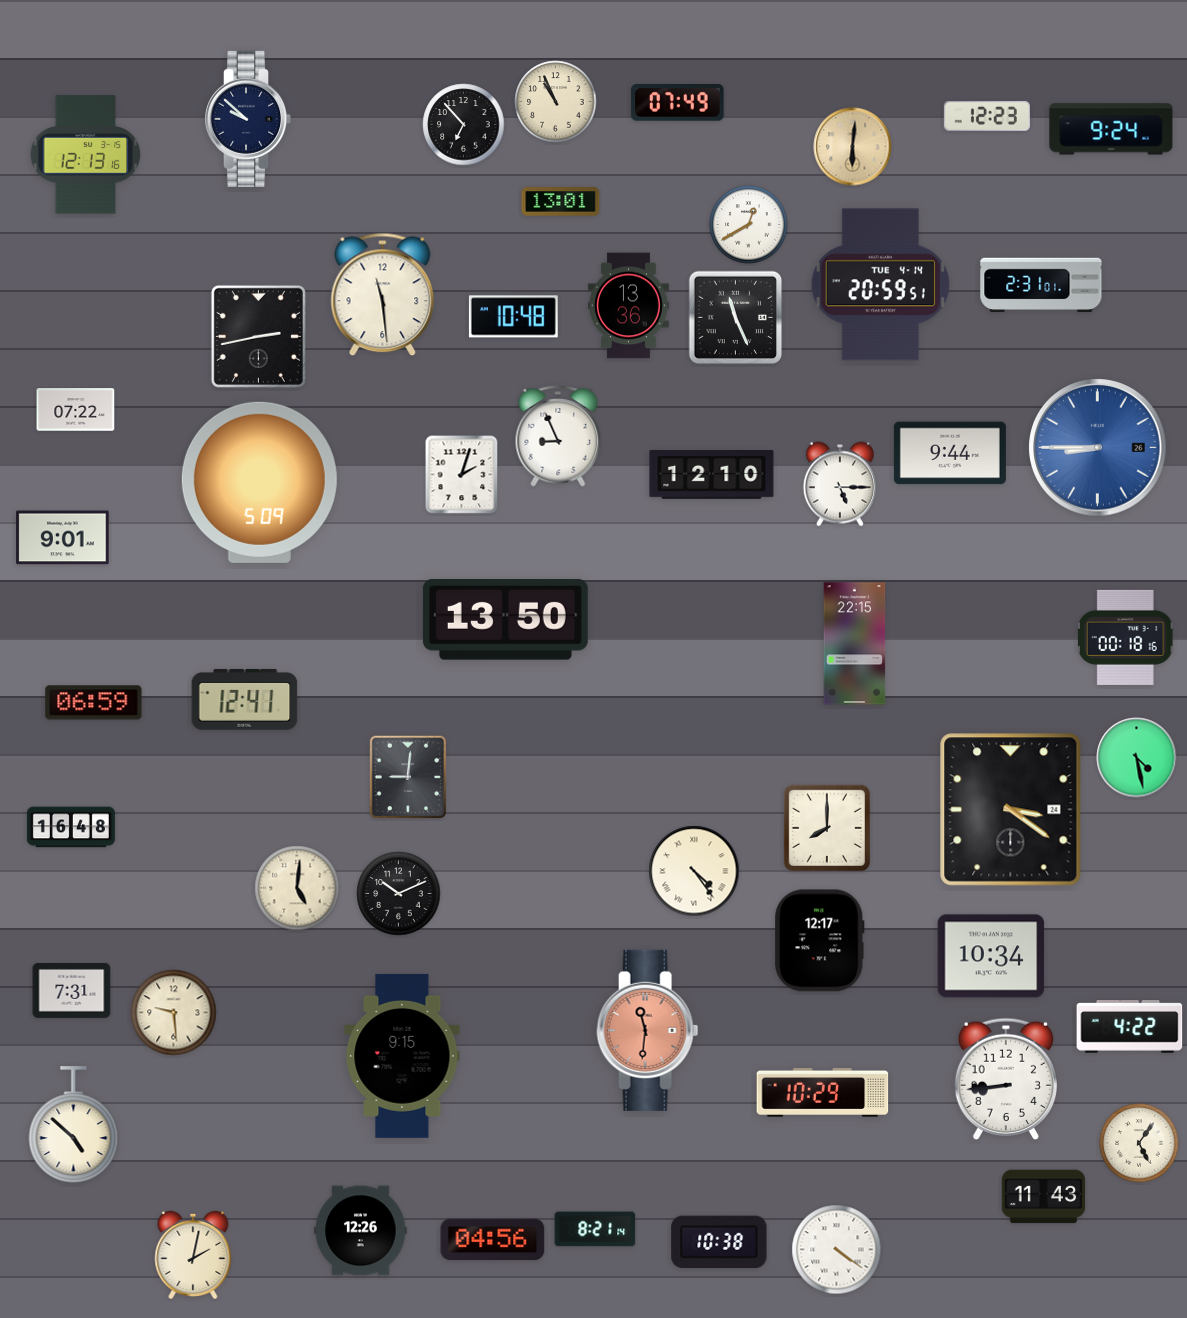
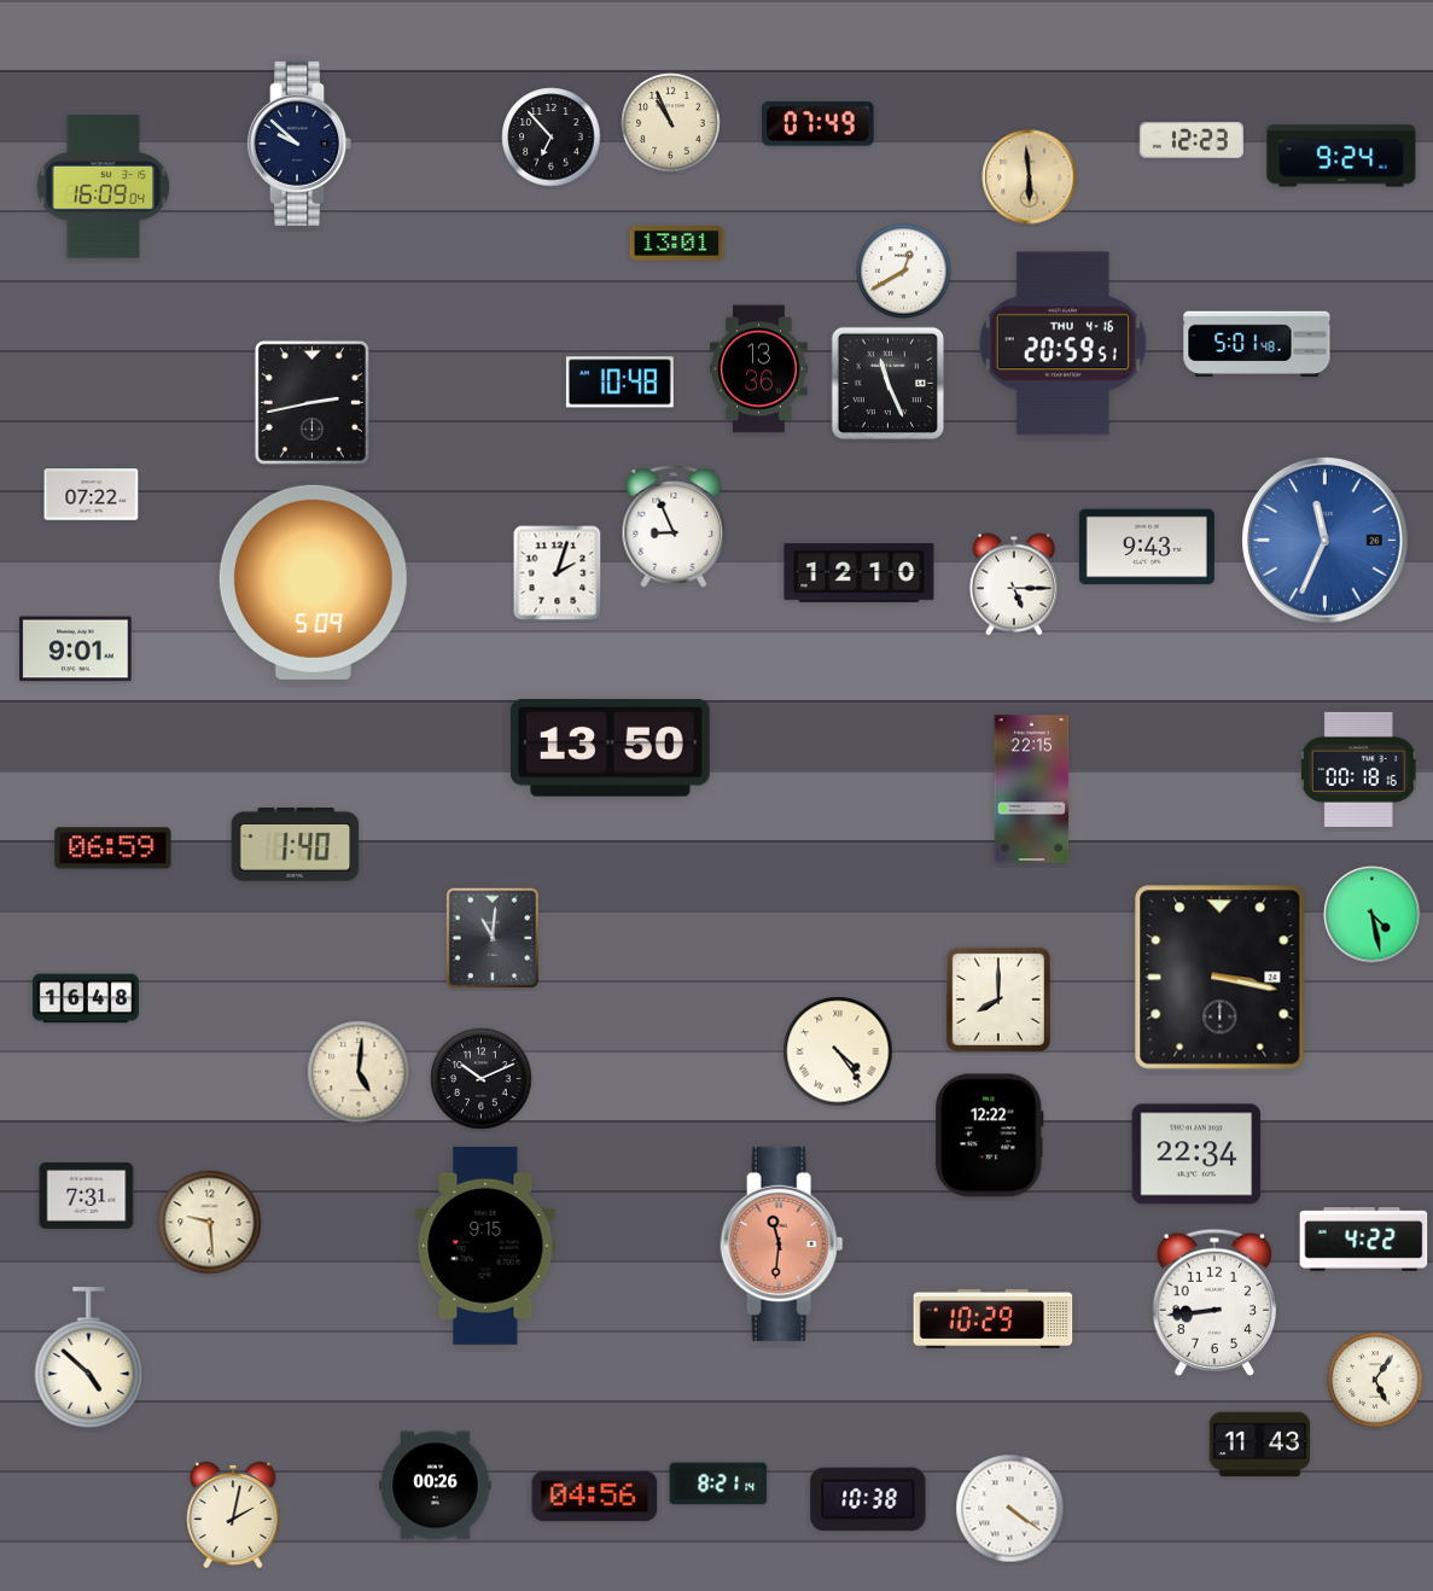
clock at (464, 125) position: (464, 125) -> (552, 138)
clock at (853, 147): 6:01 -> 5:59
clock at (86, 155): 12:13 -> 16:09
clock at (880, 285) date: TUE 4-14 -> THU 4-16
clock at (1041, 285): 2:31 -> 5:01
clock at (383, 295): 11:29 -> none
clock at (258, 336) position: (258, 336) -> (311, 402)
clock at (1098, 448): 8:45 -> 11:34
clock at (950, 453): 9:44 -> 9:43
clock at (855, 644) position: (855, 644) -> (1032, 789)
clock at (245, 699): 12:41 -> 1:40
clock at (408, 777): 9:01 -> 11:01
clock at (1011, 810): 3:21 -> 3:17
clock at (820, 941): 12:17 -> 12:22
clock at (991, 956): 10:34 -> 22:34
clock at (402, 1056) position: (402, 1056) -> (485, 1246)
clock at (361, 1231): 12:26 -> 00:26
